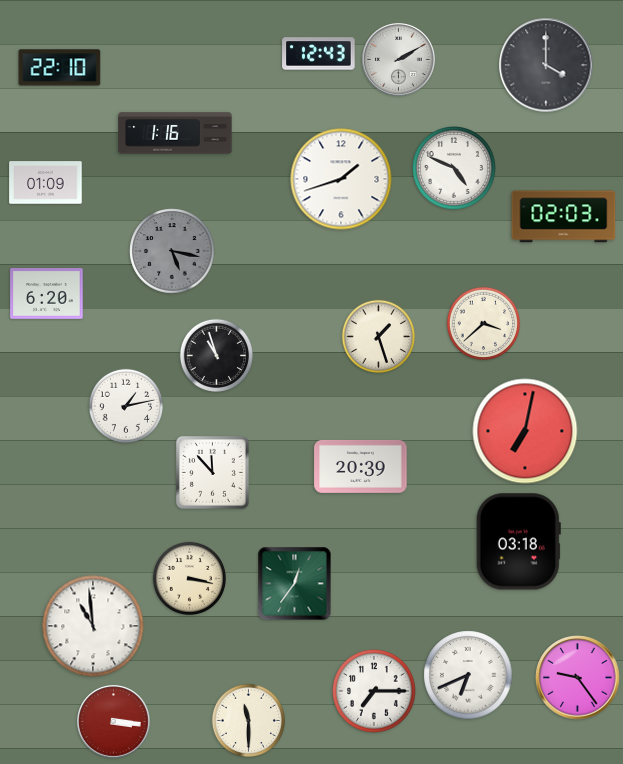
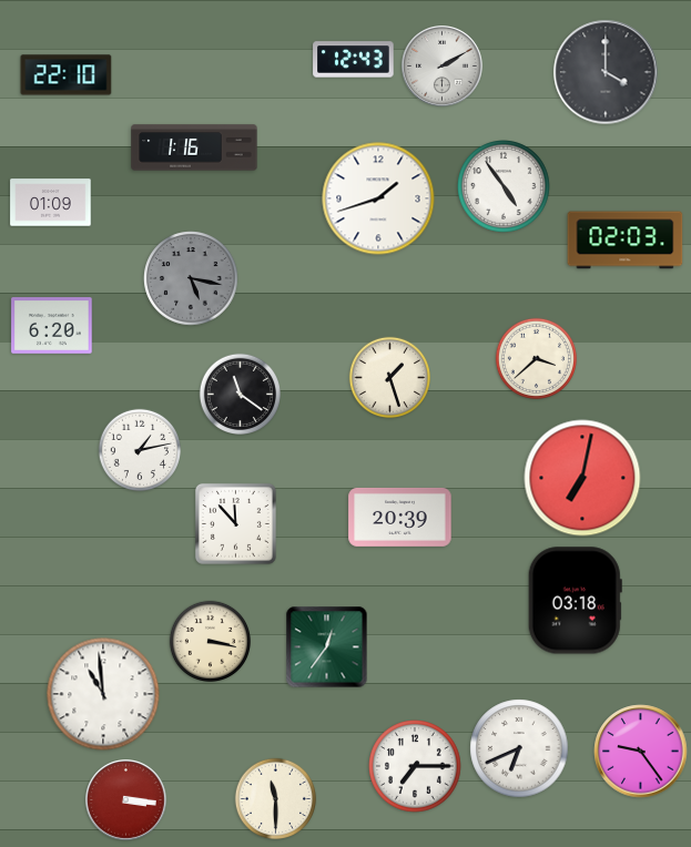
clock at (454, 168): 4:49 -> 4:54
clock at (378, 336) position: (378, 336) -> (389, 377)
clock at (216, 355): 10:57 -> 11:21
